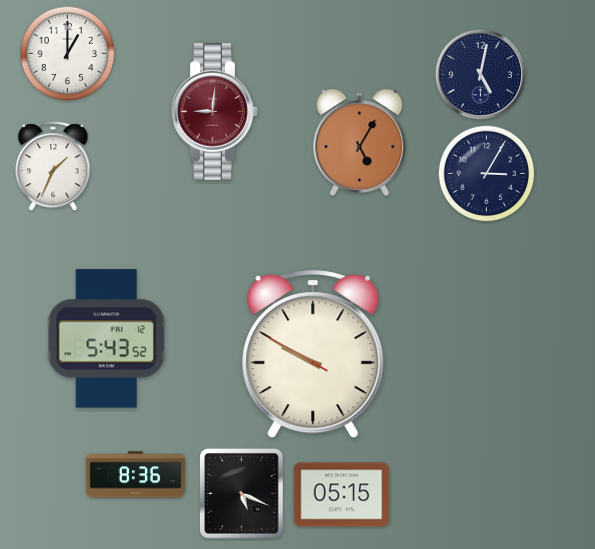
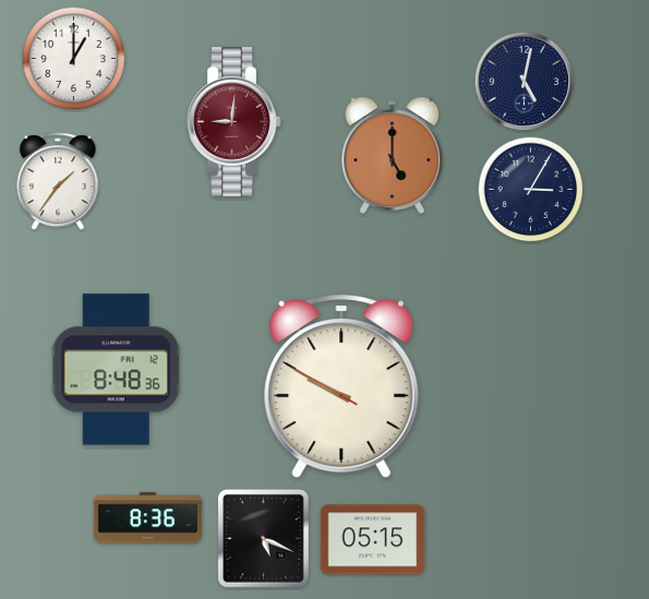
clock at (360, 142): 5:05 -> 5:00
clock at (53, 167): 1:34 -> 1:36
clock at (106, 339): 5:43 -> 8:48
